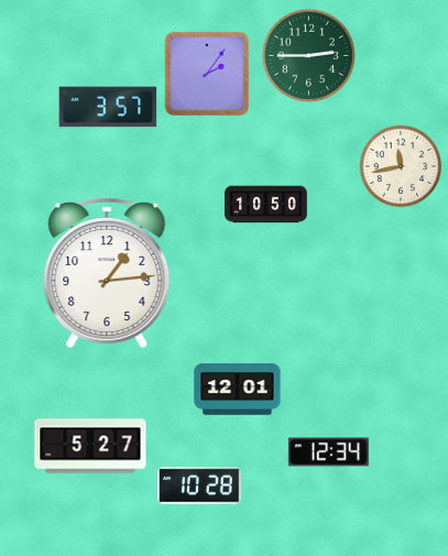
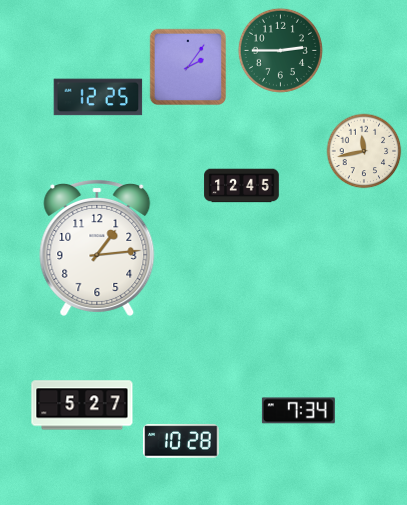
clock at (108, 107): 3:57 -> 12:25
clock at (266, 205): 10:50 -> 12:45
clock at (238, 390): 12:01 -> none
clock at (328, 453): 12:34 -> 7:34
